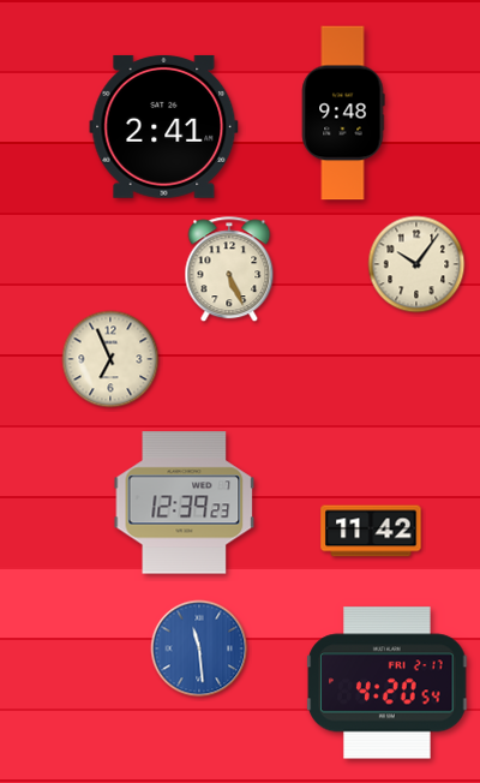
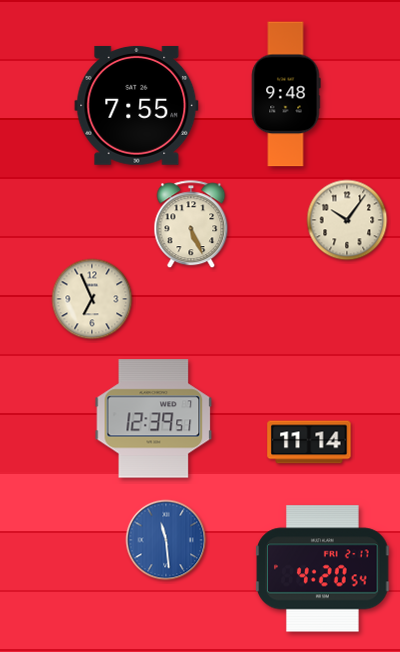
clock at (164, 126): 2:41 -> 7:55
clock at (185, 503): 12:39:23 -> 12:39:51
clock at (371, 531): 11:42 -> 11:14
